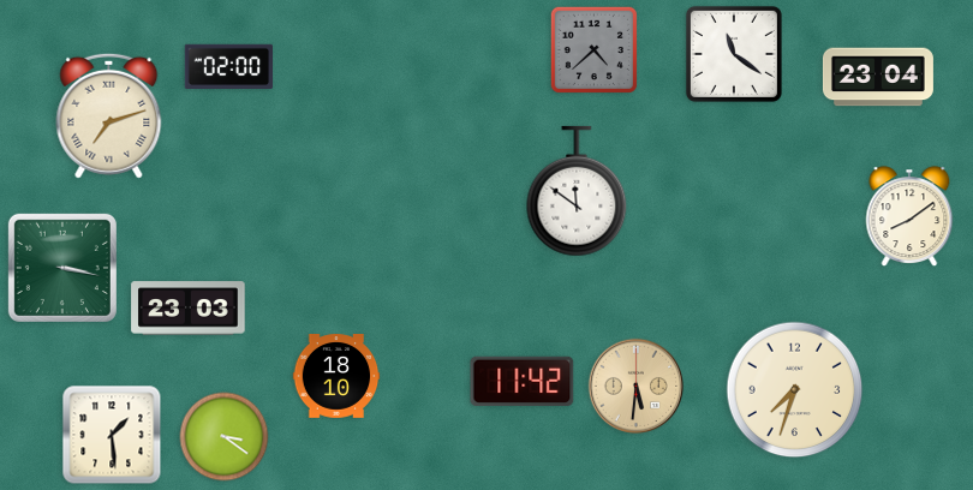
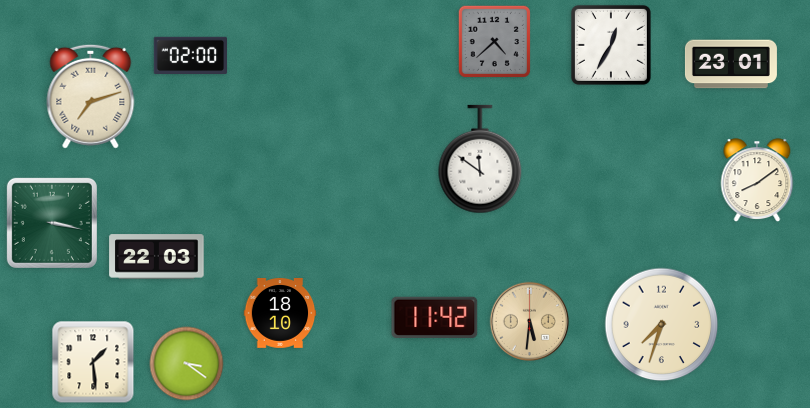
clock at (734, 54): 11:21 -> 12:35
clock at (878, 77): 23:04 -> 23:01
clock at (189, 309): 23:03 -> 22:03
